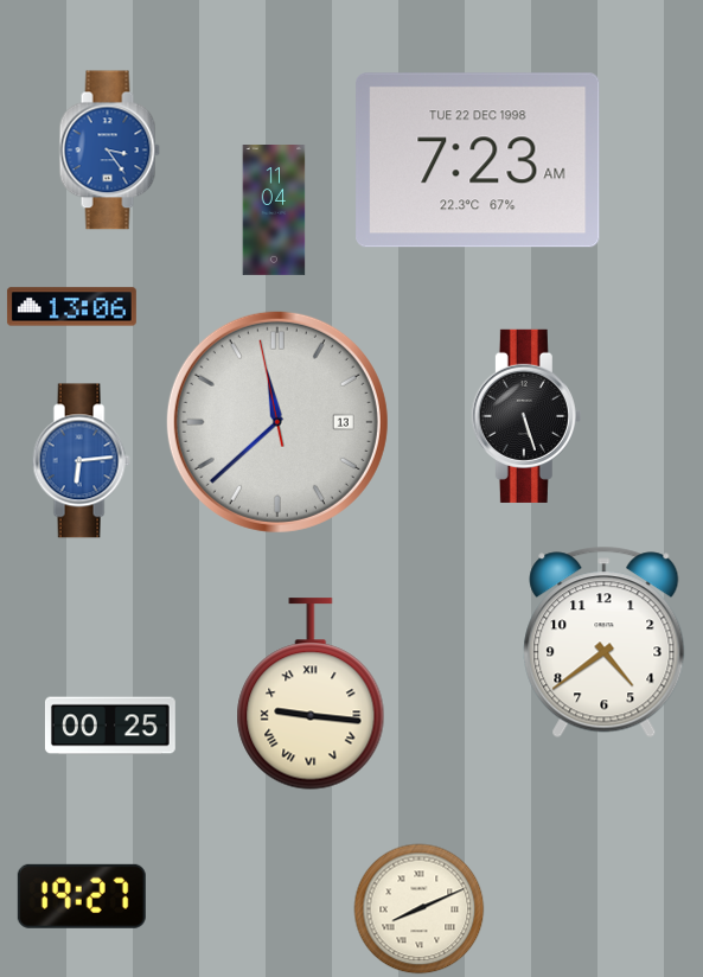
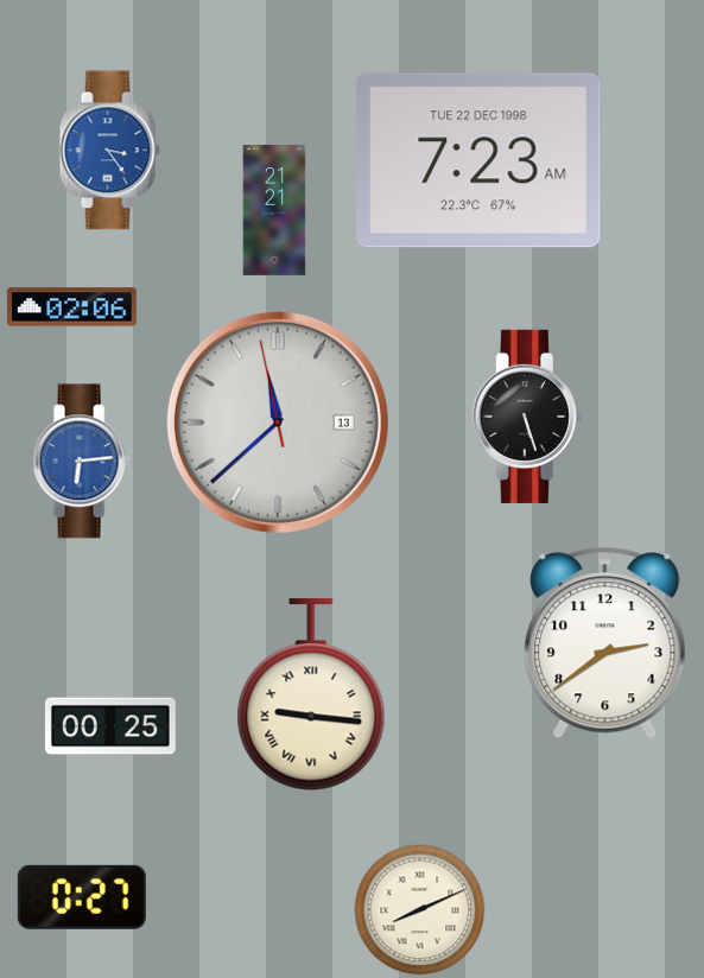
clock at (274, 211): 11:04 -> 21:21
clock at (71, 307): 13:06 -> 02:06
clock at (605, 643): 4:39 -> 2:39
clock at (82, 896): 19:27 -> 0:27
